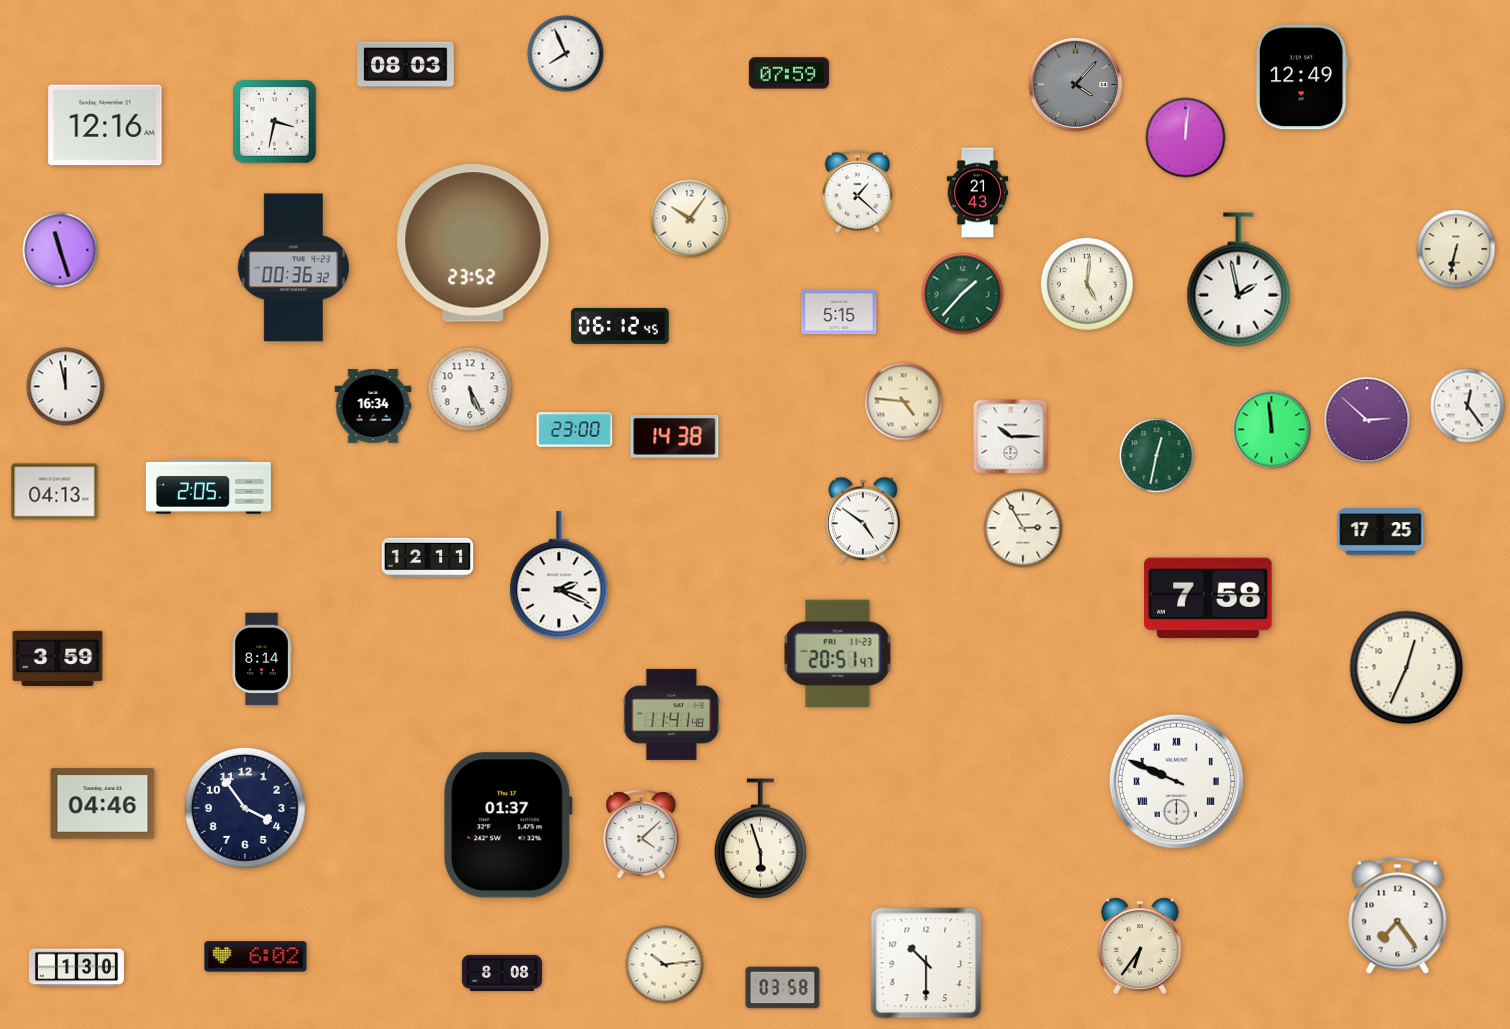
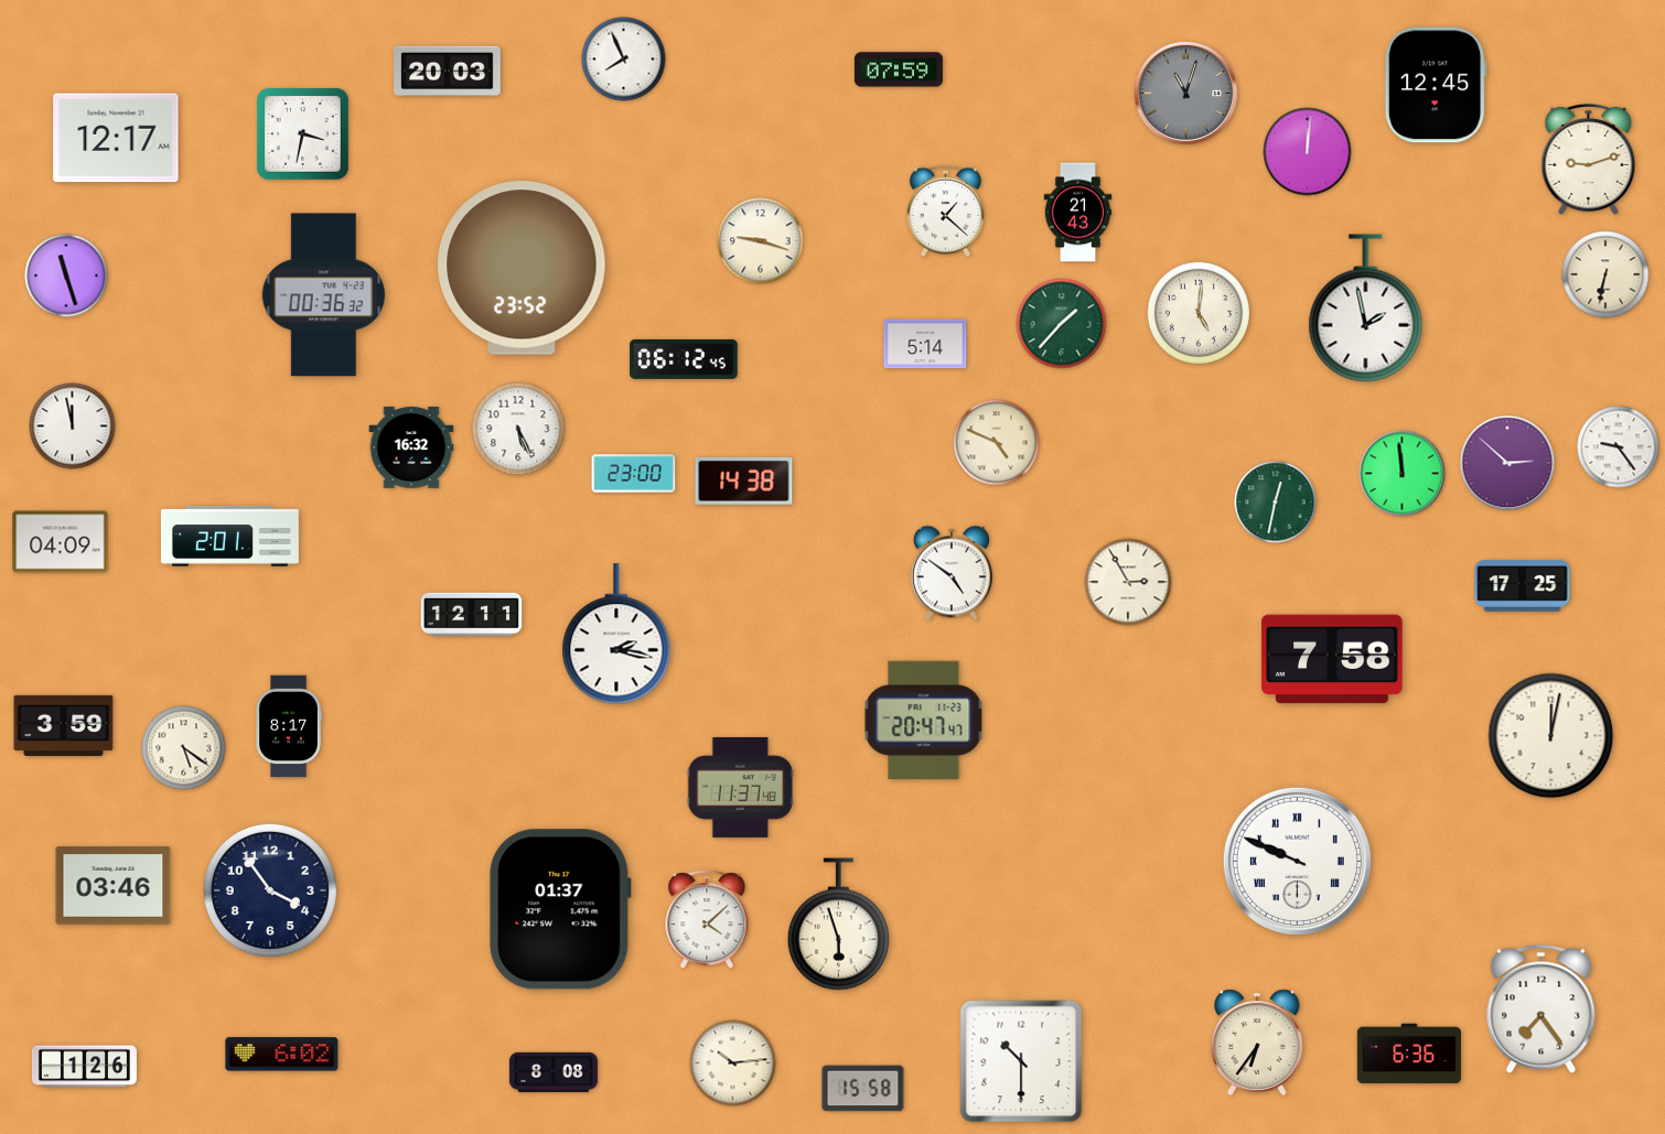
clock at (406, 65): 08:03 -> 20:03
clock at (789, 73) position: (789, 73) -> (899, 69)
clock at (1303, 77): 12:49 -> 12:45
clock at (1075, 84): 4:07 -> 11:03
clock at (105, 125): 12:16 -> 12:17
clock at (1589, 160): none -> 9:12
clock at (690, 219): 10:06 -> 9:18
clock at (839, 312): 5:15 -> 5:14
clock at (904, 402): 4:46 -> 4:49
clock at (373, 406): 16:34 -> 16:32
clock at (1468, 406): 12:24 -> 9:24
clock at (1011, 437): 10:15 -> none
clock at (208, 487): 2:05 -> 2:01
clock at (55, 492): 04:13 -> 04:09
clock at (559, 576): 2:19 -> 2:17
clock at (838, 653): 20:51 -> 20:47
clock at (262, 659): 8:14 -> 8:17
clock at (1407, 668): 12:34 -> 12:02
clock at (184, 748): none -> 5:21
clock at (671, 714): 11:41 -> 11:37
clock at (103, 804): 04:46 -> 03:46
clock at (1409, 1054): none -> 6:36
clock at (76, 968): 1:30 -> 1:26
clock at (783, 988): 03:58 -> 15:58
